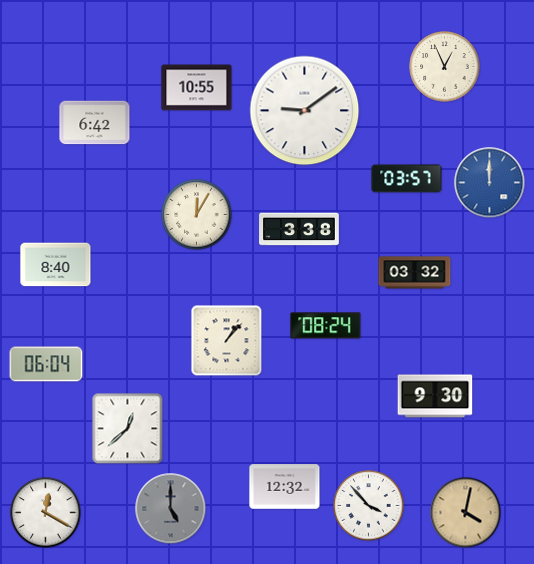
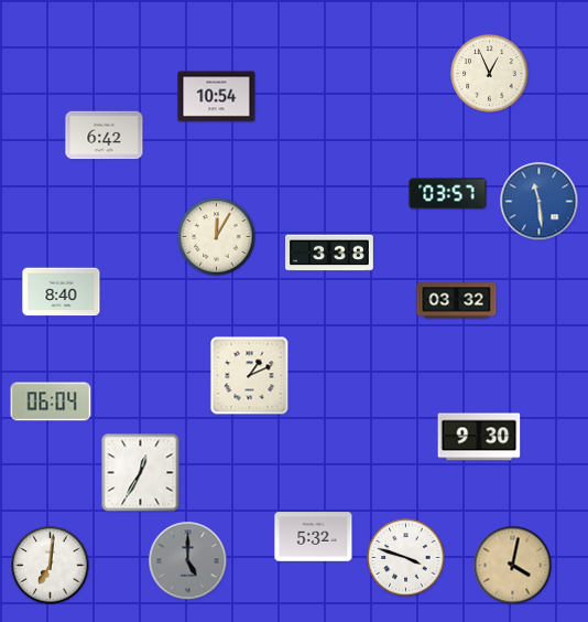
clock at (197, 88): 10:55 -> 10:54
clock at (305, 111): 9:09 -> none
clock at (407, 179) position: (407, 179) -> (448, 194)
clock at (490, 183): 12:00 -> 11:29
clock at (326, 326): 08:24 -> none
clock at (227, 341): 1:07 -> 1:11
clock at (128, 429): 12:38 -> 12:35
clock at (285, 487): 12:32 -> 5:32
clock at (369, 506): 3:53 -> 3:48
clock at (46, 513): 12:20 -> 7:01
